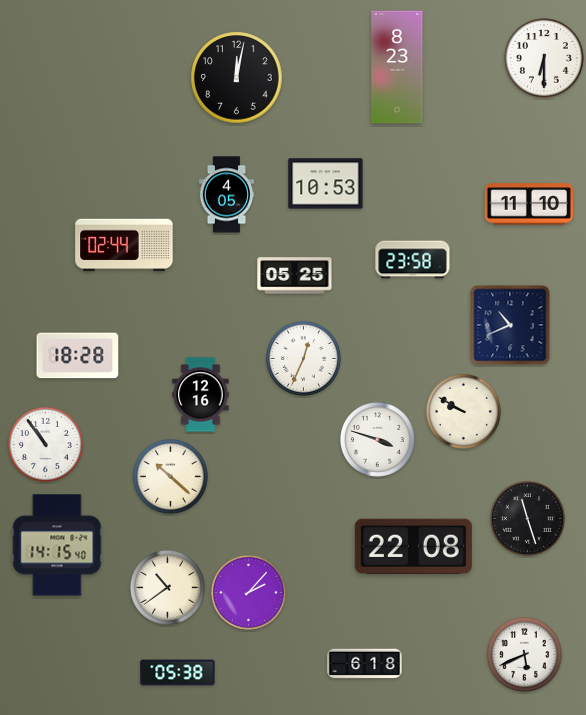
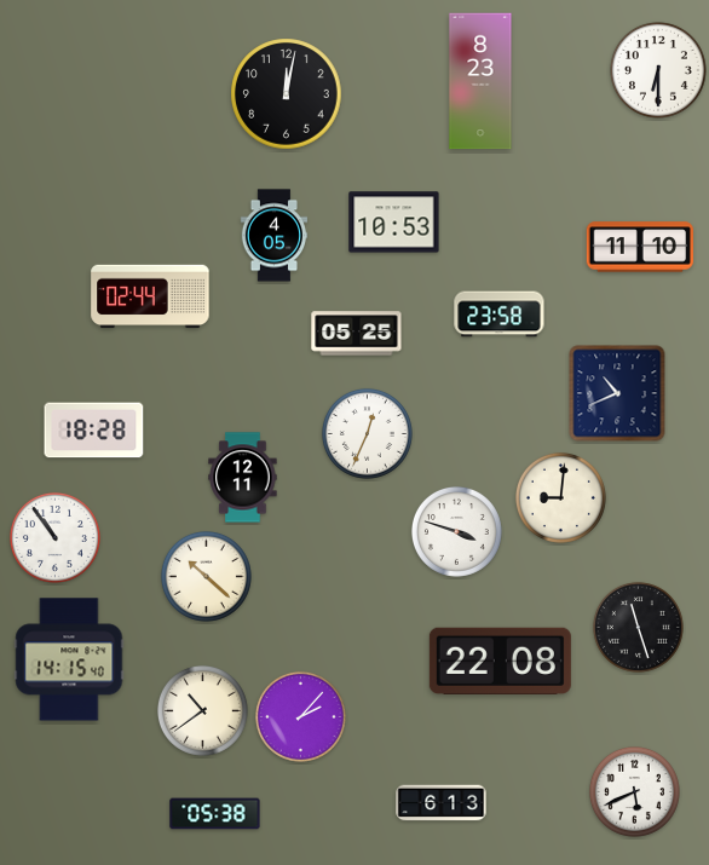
clock at (201, 395): 12:16 -> 12:11
clock at (463, 411): 9:50 -> 9:01
clock at (365, 664): 6:18 -> 6:13
